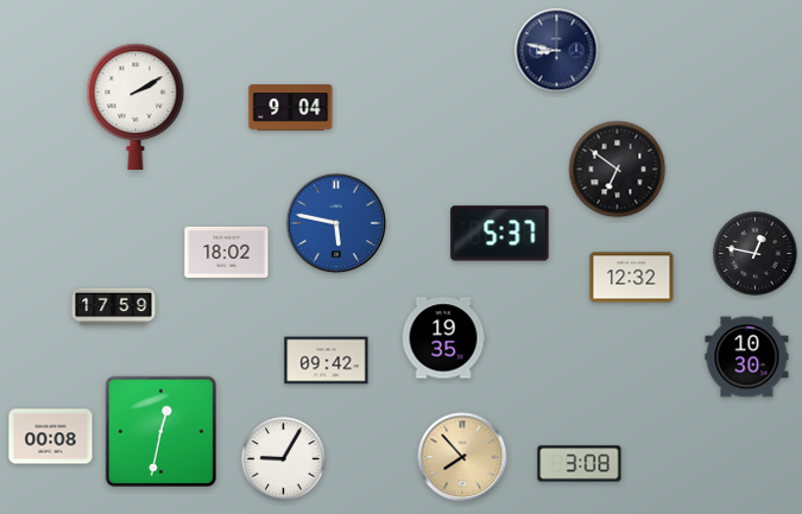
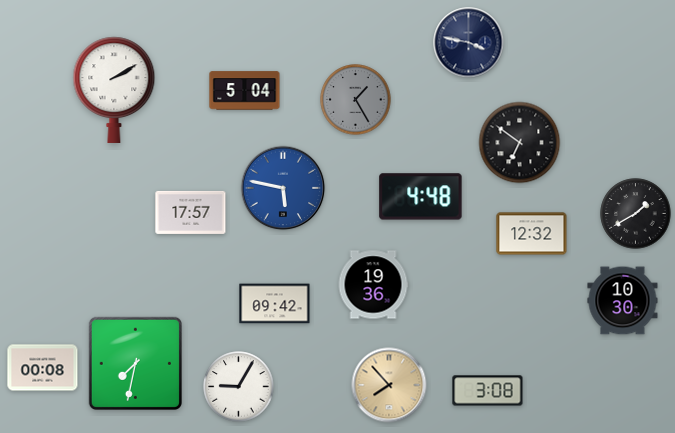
clock at (557, 51): 8:47 -> 3:47
clock at (291, 108): 9:04 -> 5:04
clock at (356, 100): none -> 1:25
clock at (500, 234): 5:37 -> 4:48
clock at (227, 252): 18:02 -> 17:57
clock at (756, 254): 12:47 -> 1:40
clock at (114, 307): 17:59 -> none
clock at (443, 338): 19:35 -> 19:36
clock at (747, 357) position: (747, 357) -> (623, 301)
clock at (160, 431): 12:32 -> 7:32
